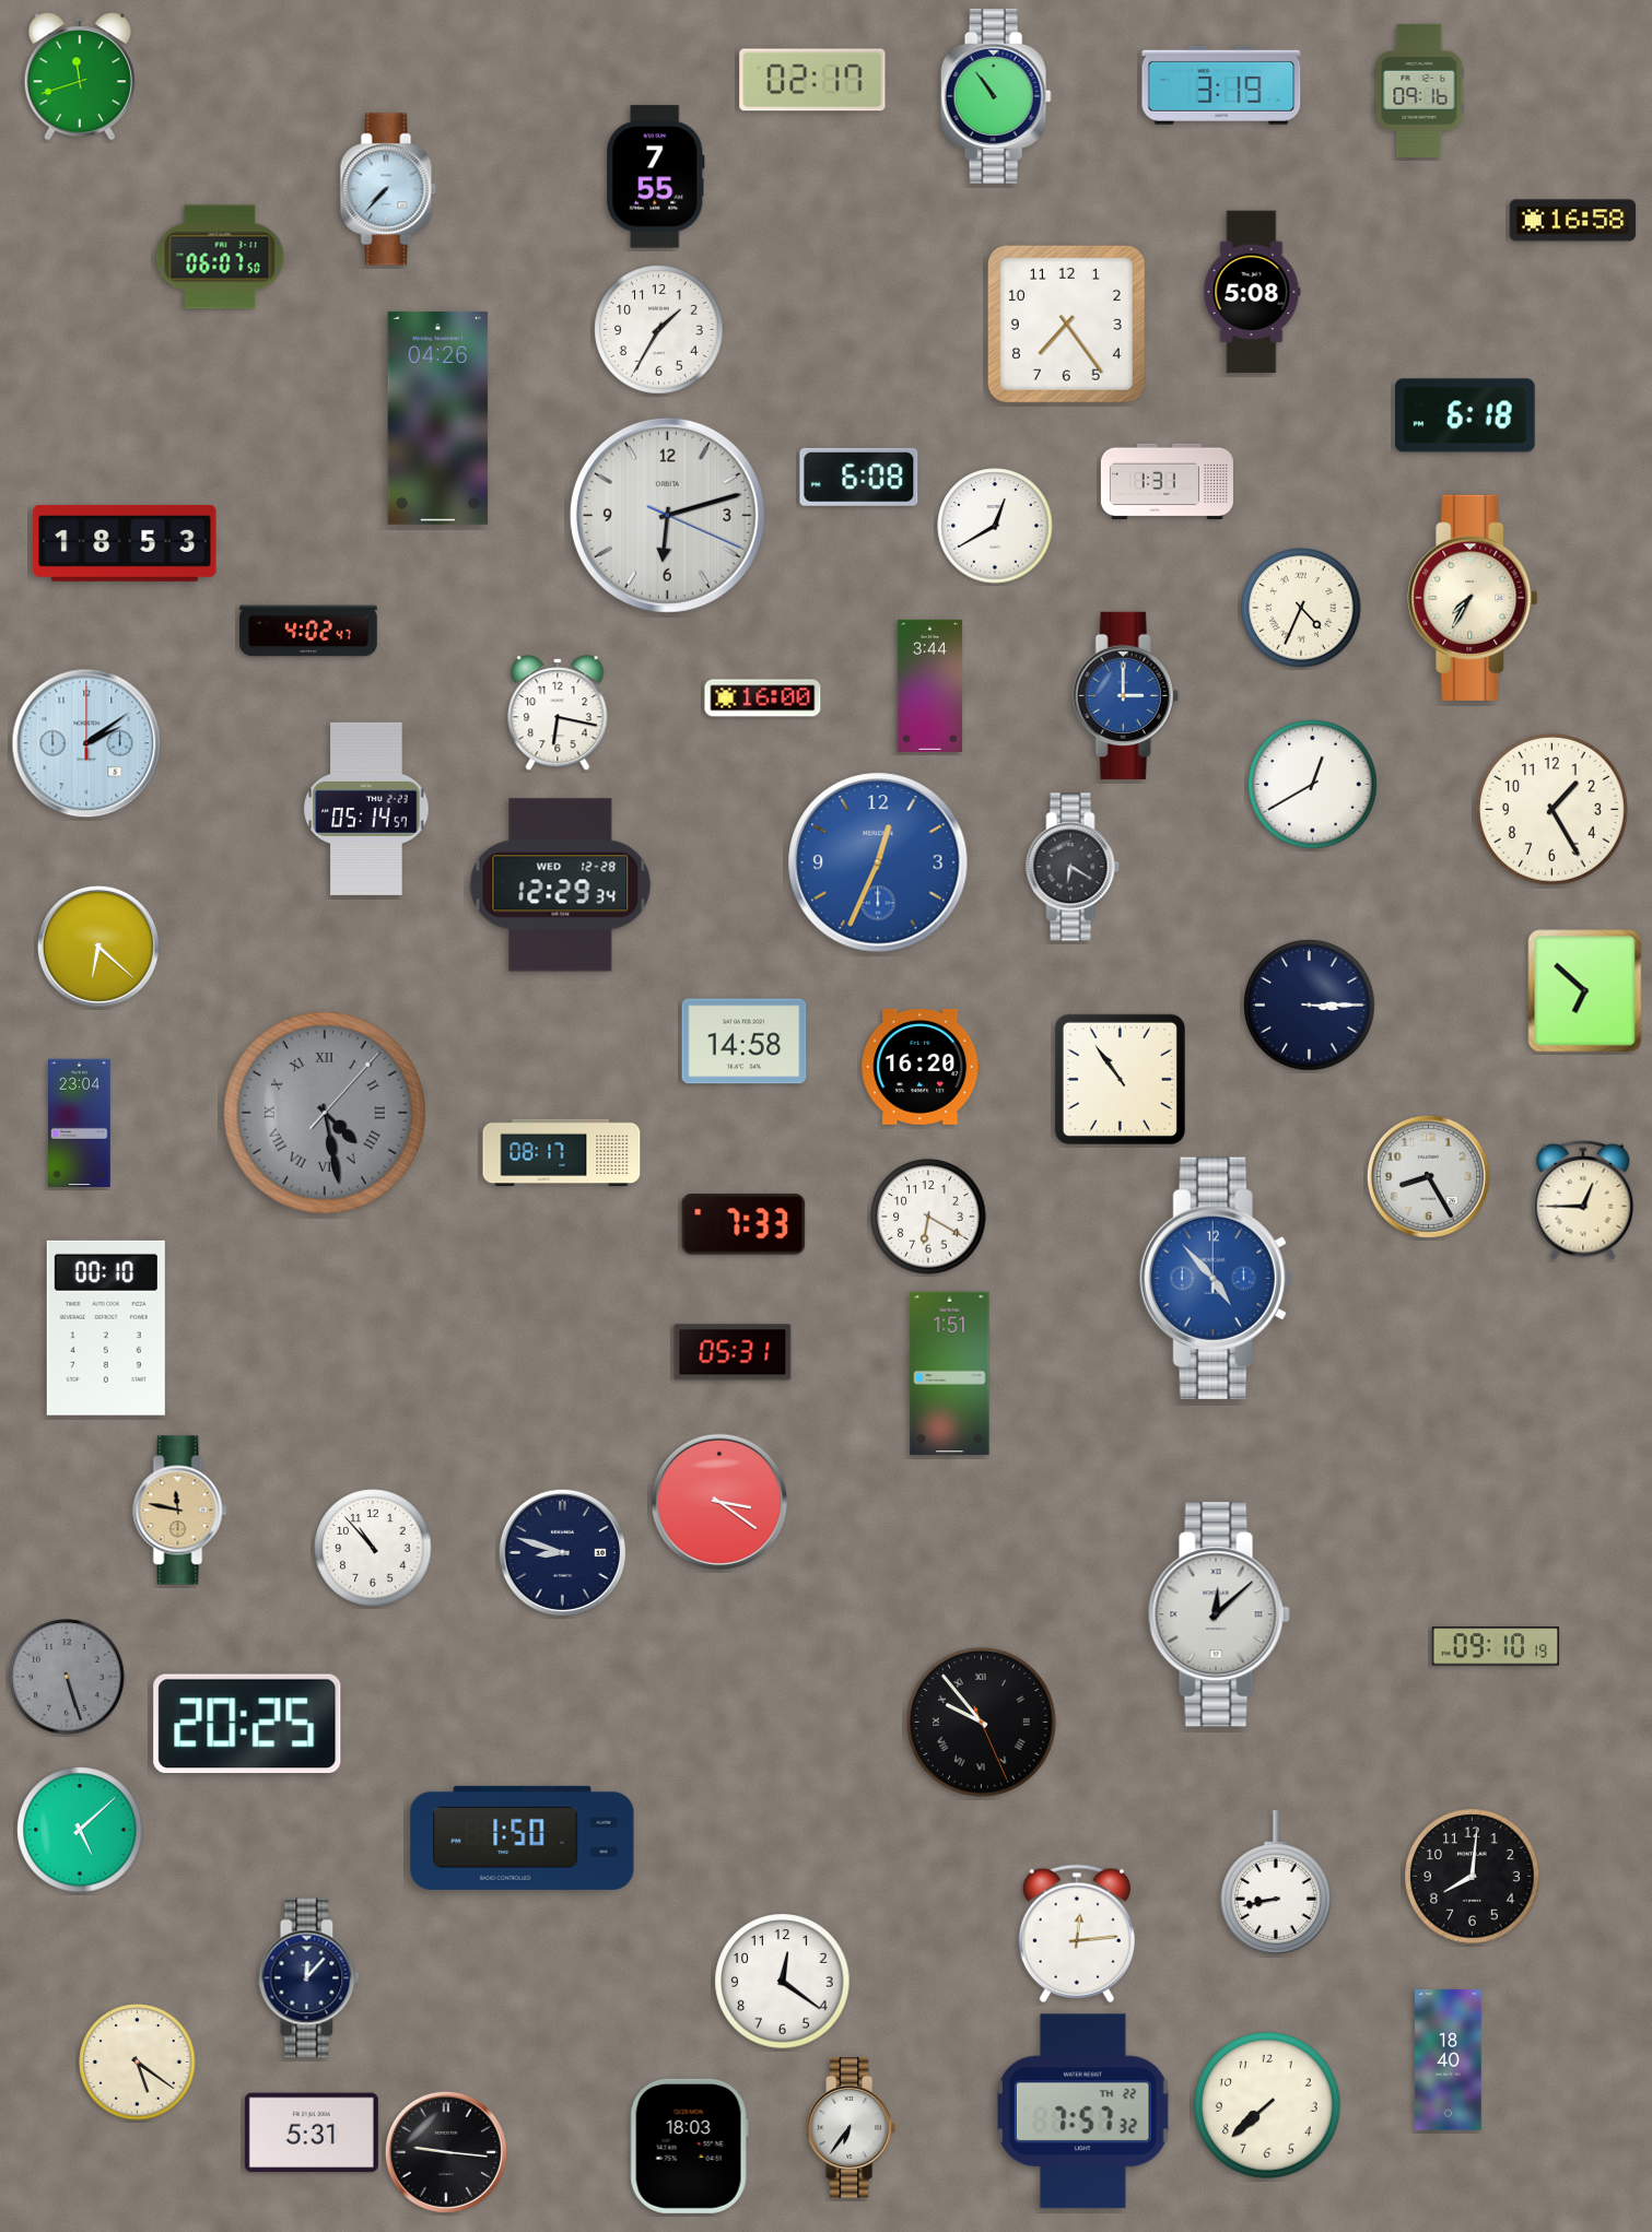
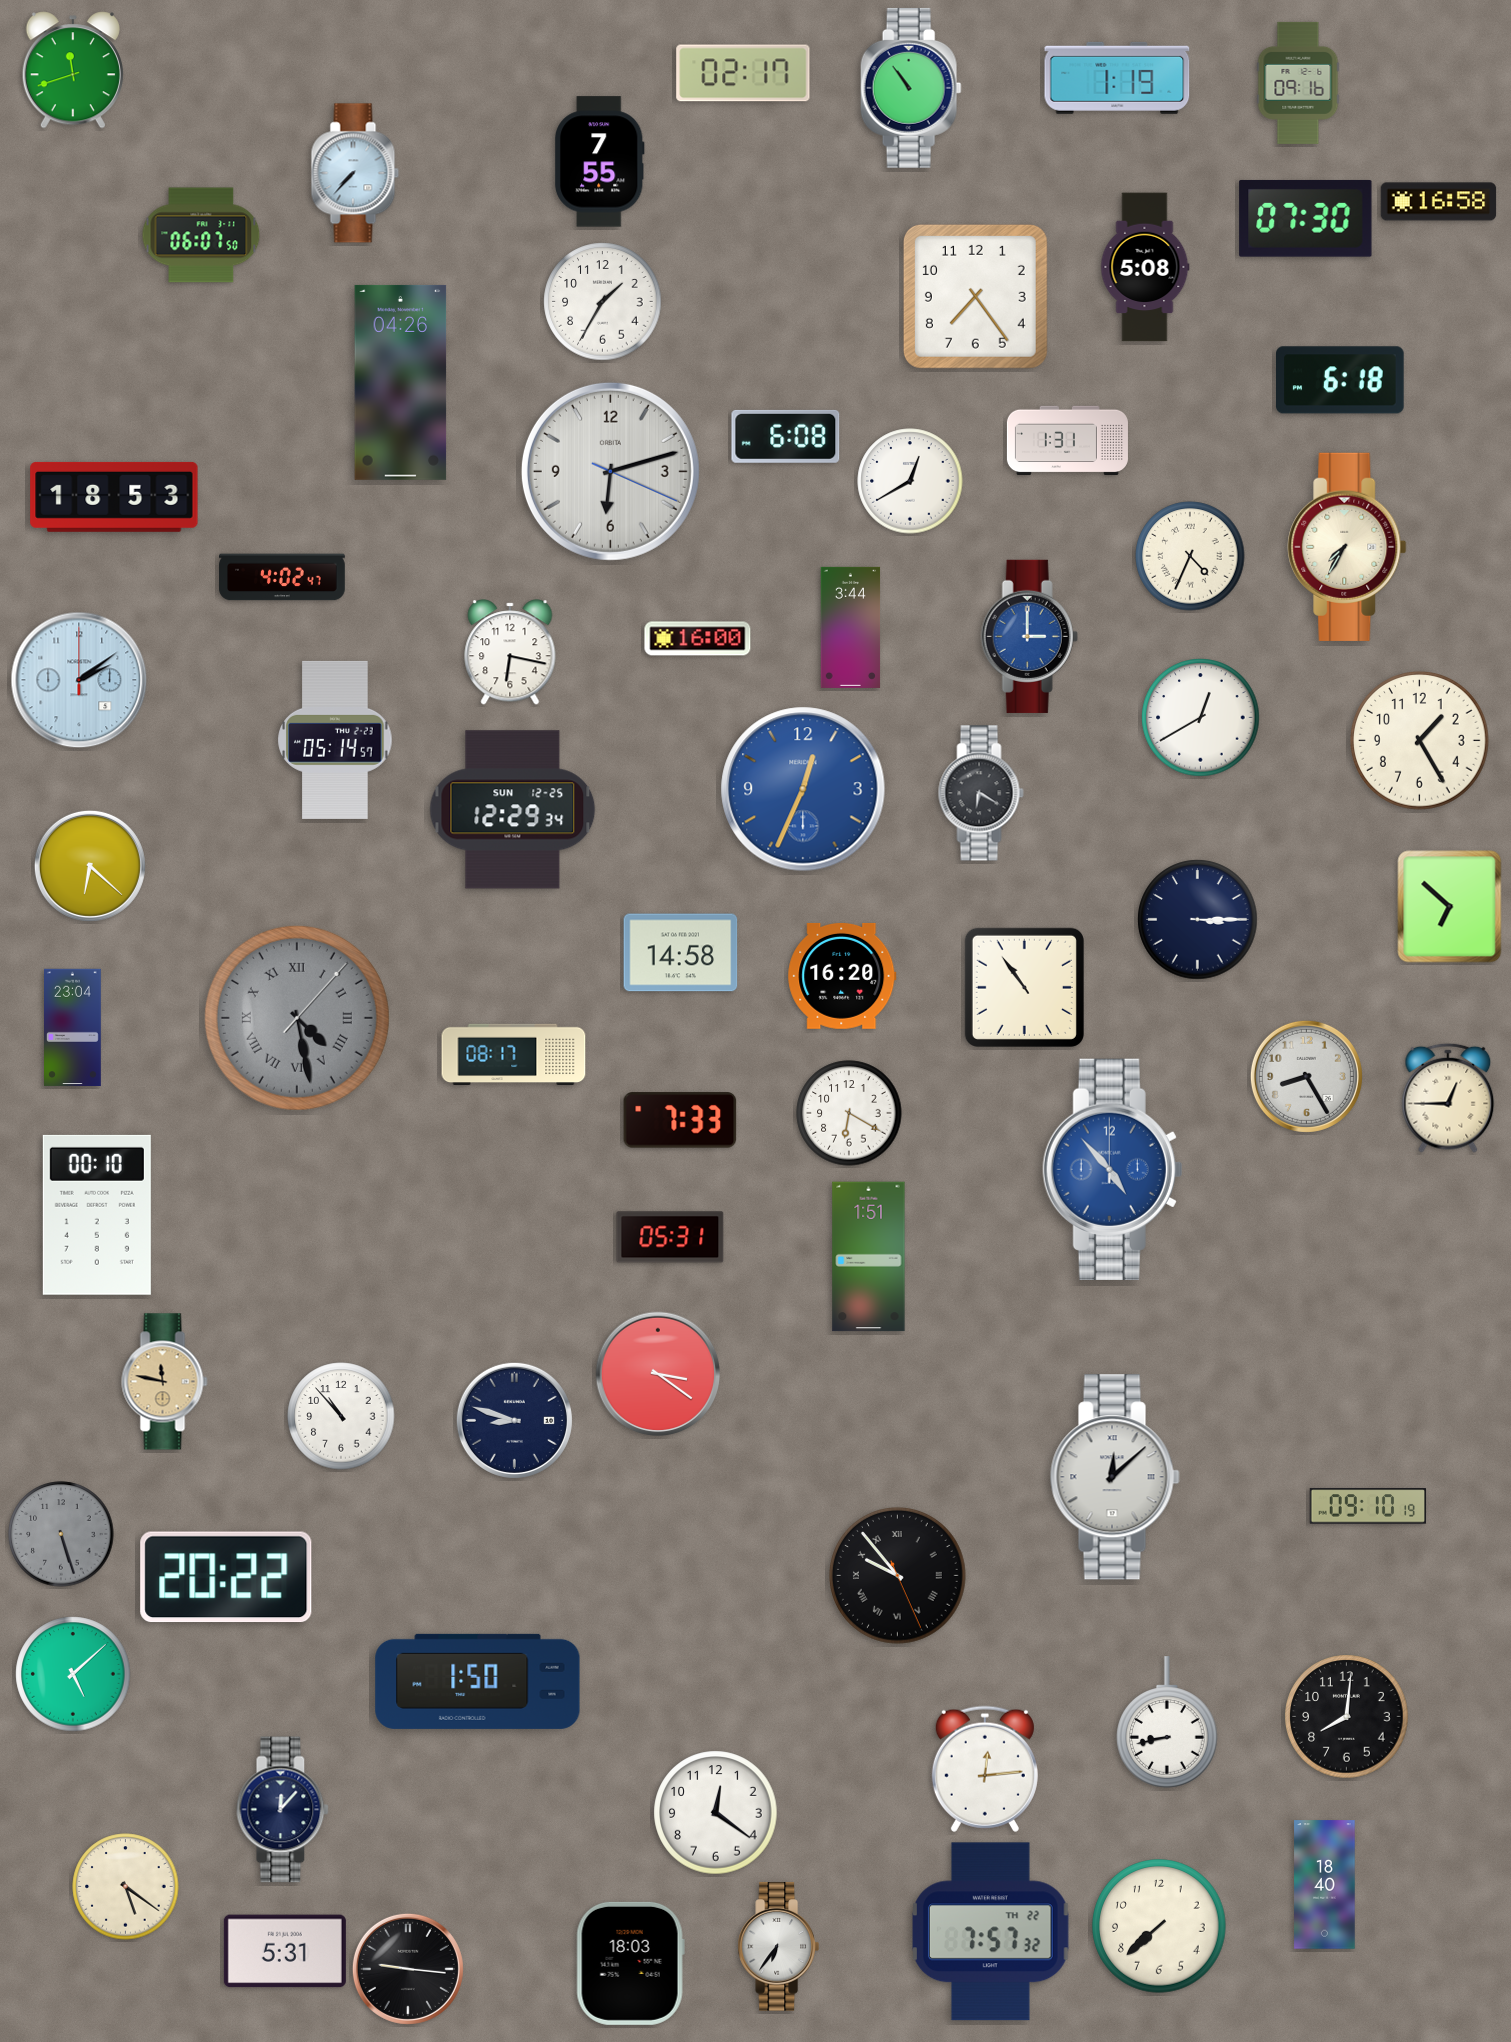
clock at (1221, 85): 3:19 -> 1:19
clock at (1306, 218): none -> 07:30
clock at (561, 885) date: WED 12-28 -> SUN 12-25
clock at (247, 1724): 20:25 -> 20:22
